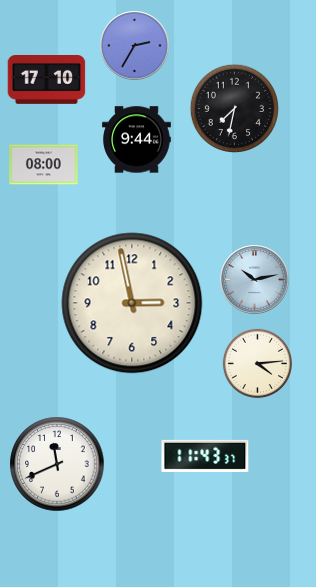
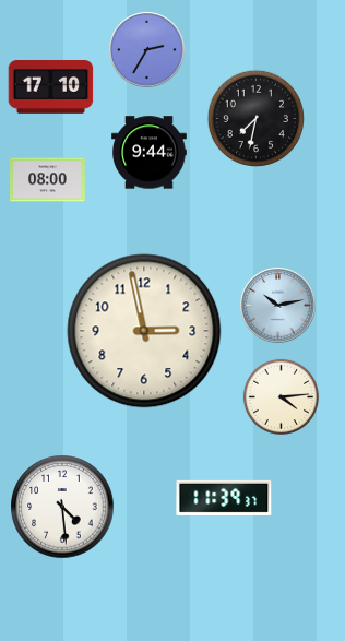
clock at (205, 456): 11:43 -> 11:39
clock at (57, 464): 11:41 -> 4:29
